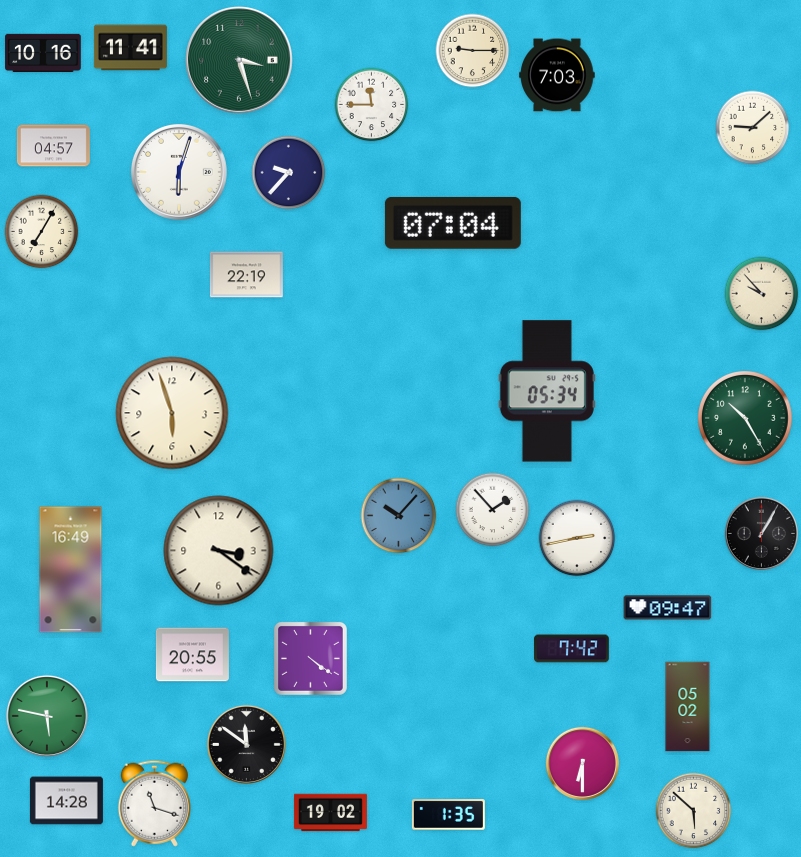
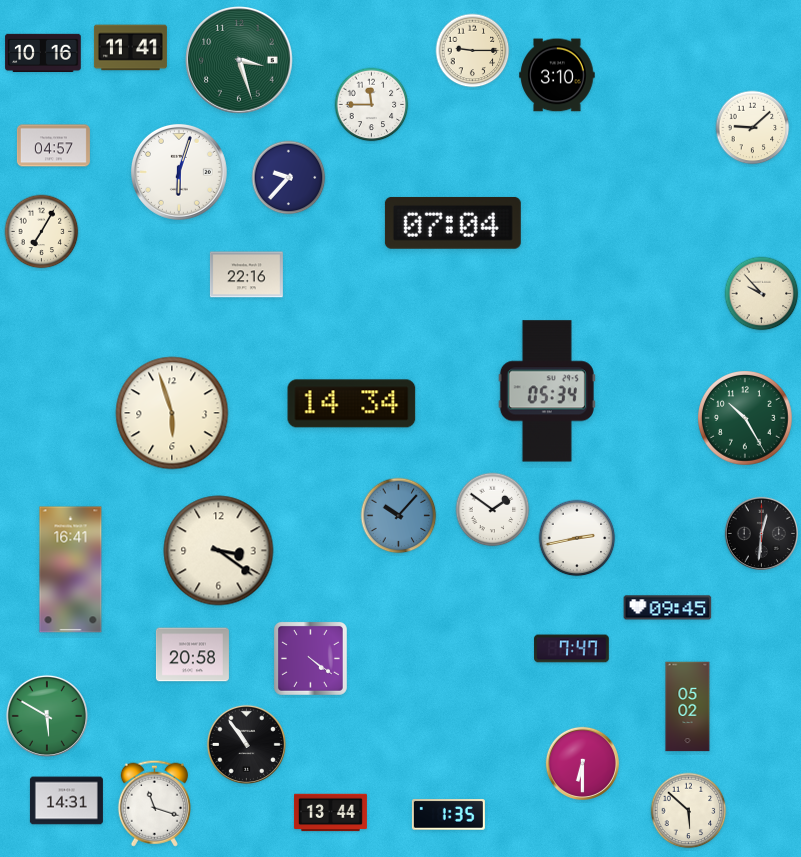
clock at (557, 75): 7:03 -> 3:10
clock at (289, 173) position: (289, 173) -> (289, 178)
clock at (246, 275): 22:19 -> 22:16
clock at (352, 404): none -> 14:34
clock at (493, 510): 1:53 -> 1:51
clock at (761, 533): 1:05 -> 12:31
clock at (71, 570): 16:49 -> 16:41
clock at (668, 608): 09:47 -> 09:45
clock at (572, 649): 7:42 -> 7:47
clock at (192, 655): 20:55 -> 20:58
clock at (47, 716): 5:47 -> 5:50
clock at (246, 744): 11:51 -> 10:54
clock at (66, 801): 14:28 -> 14:31
clock at (694, 811) position: (694, 811) -> (689, 811)
clock at (330, 813): 19:02 -> 13:44
